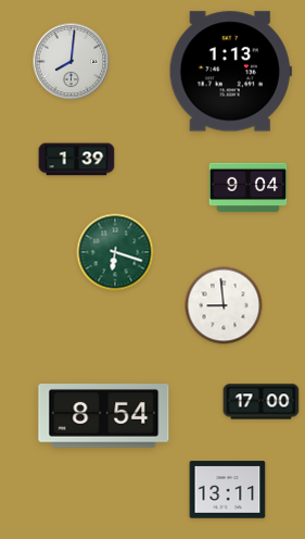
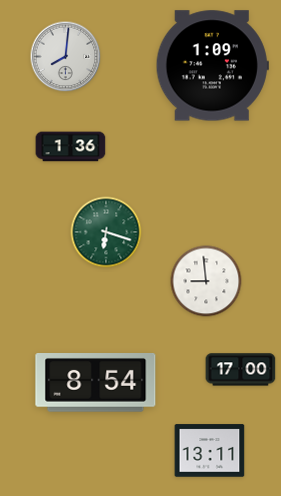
clock at (230, 72): 1:13 -> 1:09
clock at (77, 160): 1:39 -> 1:36
clock at (249, 188): 9:04 -> none
